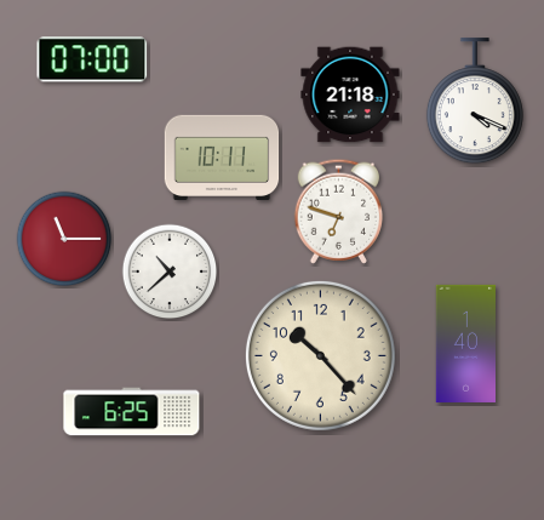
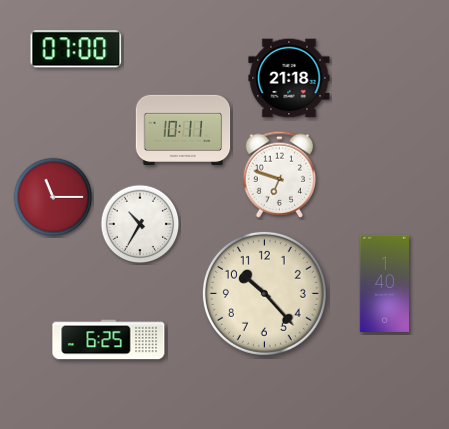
clock at (475, 102): 4:19 -> none
clock at (170, 272): 10:38 -> 10:35
